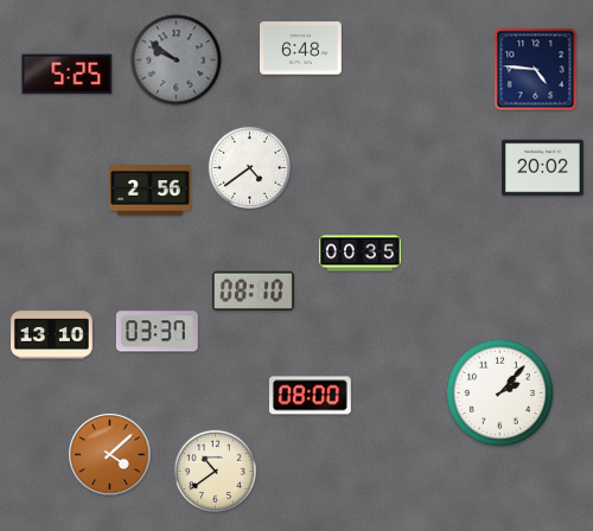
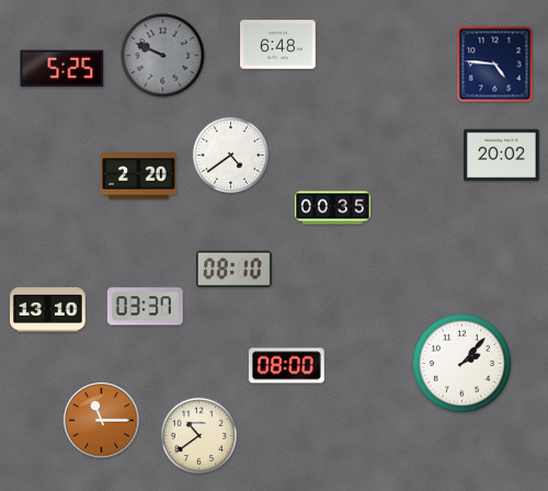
clock at (177, 60): 9:51 -> 9:49
clock at (149, 191): 2:56 -> 2:20
clock at (361, 254) position: (361, 254) -> (333, 208)
clock at (110, 455): 4:08 -> 11:15
